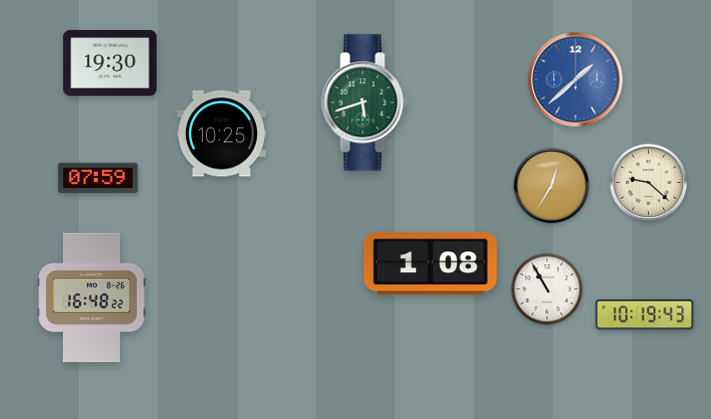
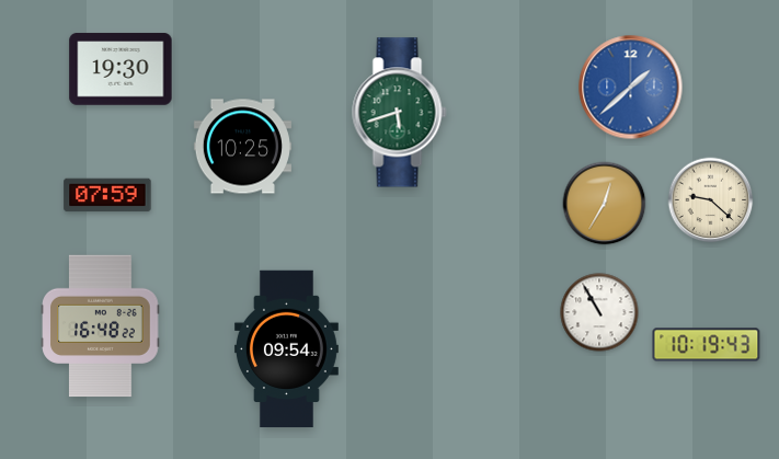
clock at (430, 264): 1:08 -> none
clock at (547, 289) position: (547, 289) -> (599, 312)
clock at (286, 349): none -> 09:54
